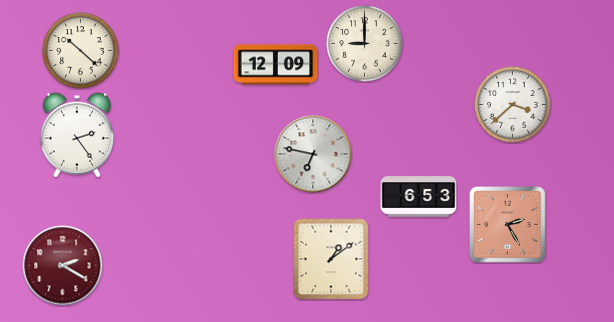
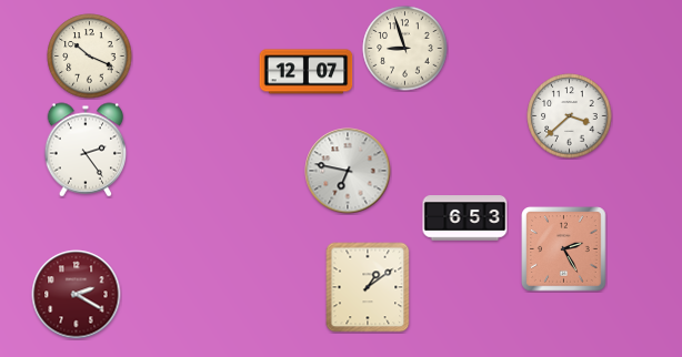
clock at (365, 44): 9:00 -> 8:57
clock at (81, 51): 10:22 -> 10:19
clock at (276, 65): 12:09 -> 12:07
clock at (63, 266) position: (63, 266) -> (77, 295)
